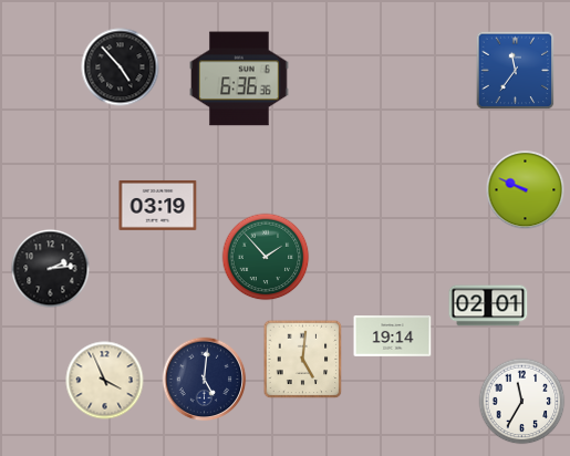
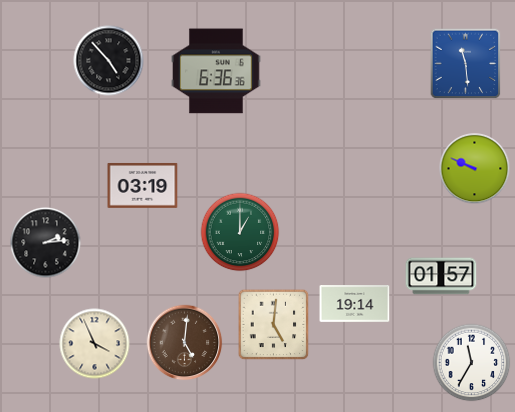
clock at (516, 71): 11:36 -> 11:29
clock at (526, 190) position: (526, 190) -> (475, 169)
clock at (266, 257): 1:53 -> 1:00
clock at (488, 305): 02:01 -> 01:57
clock at (205, 380) dial: navy -> brown
